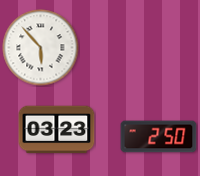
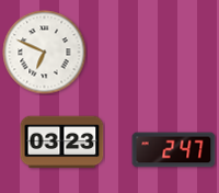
clock at (41, 48): 5:53 -> 6:49
clock at (159, 137): 2:50 -> 2:47
